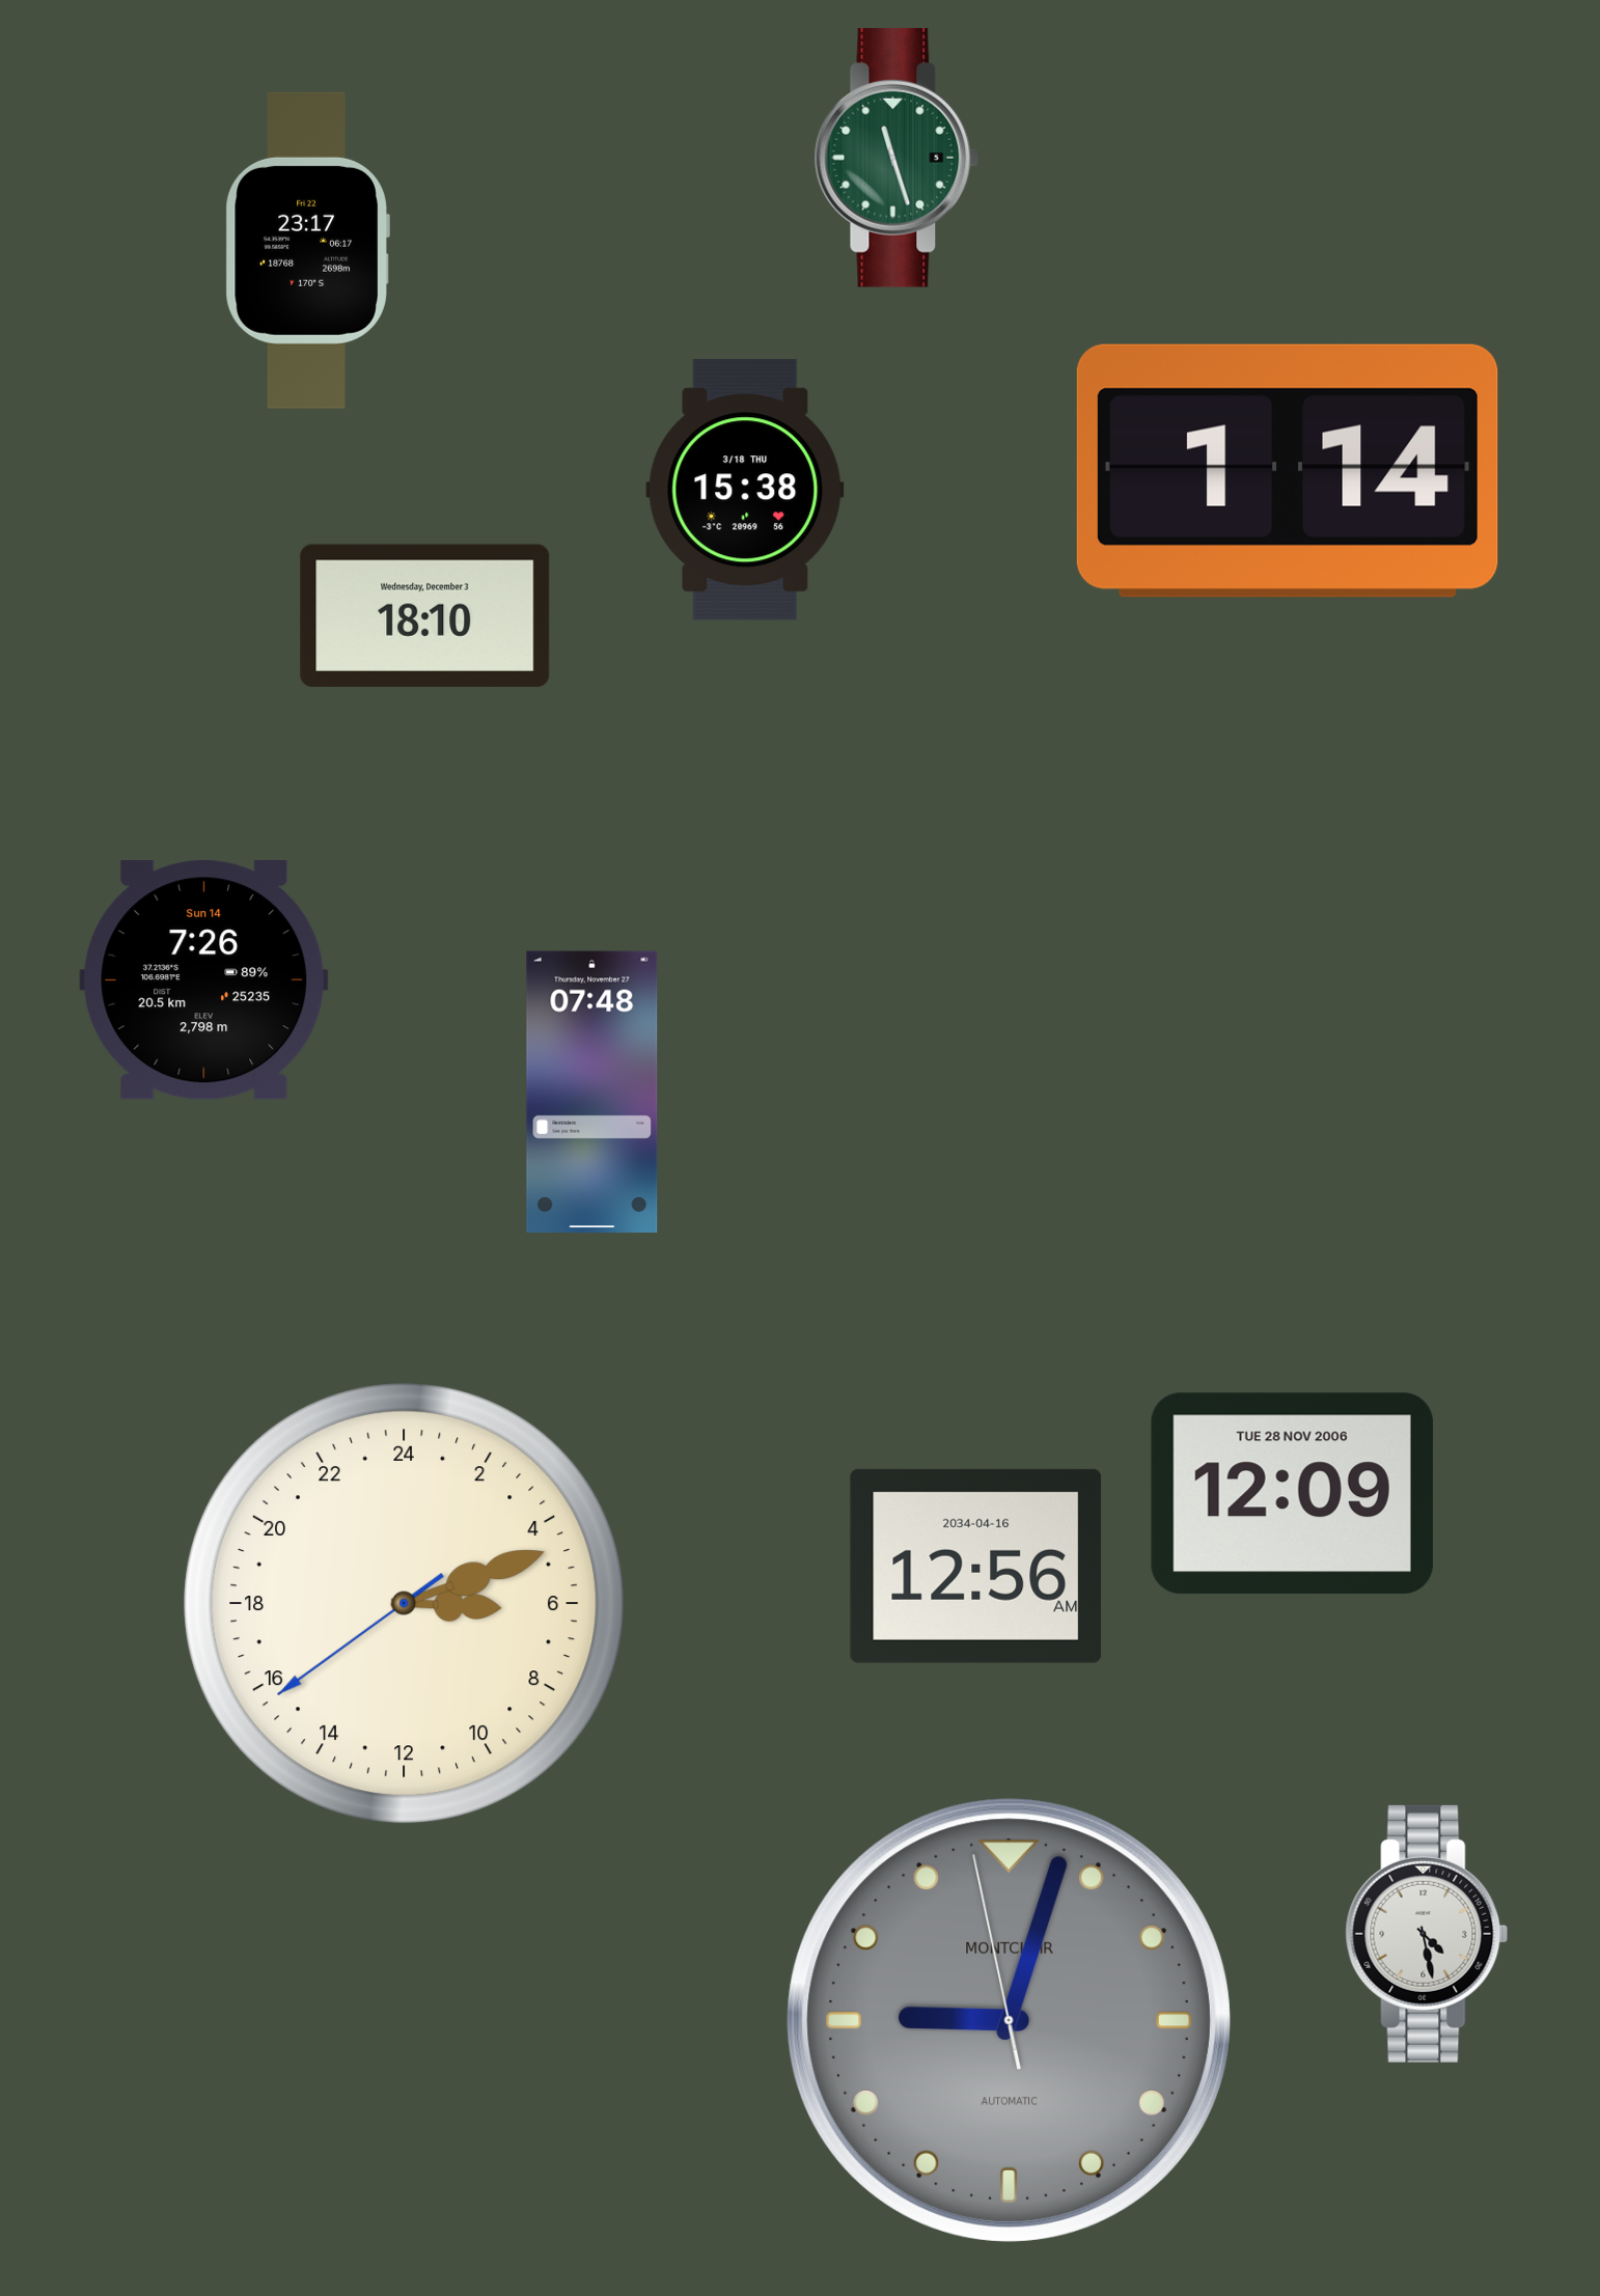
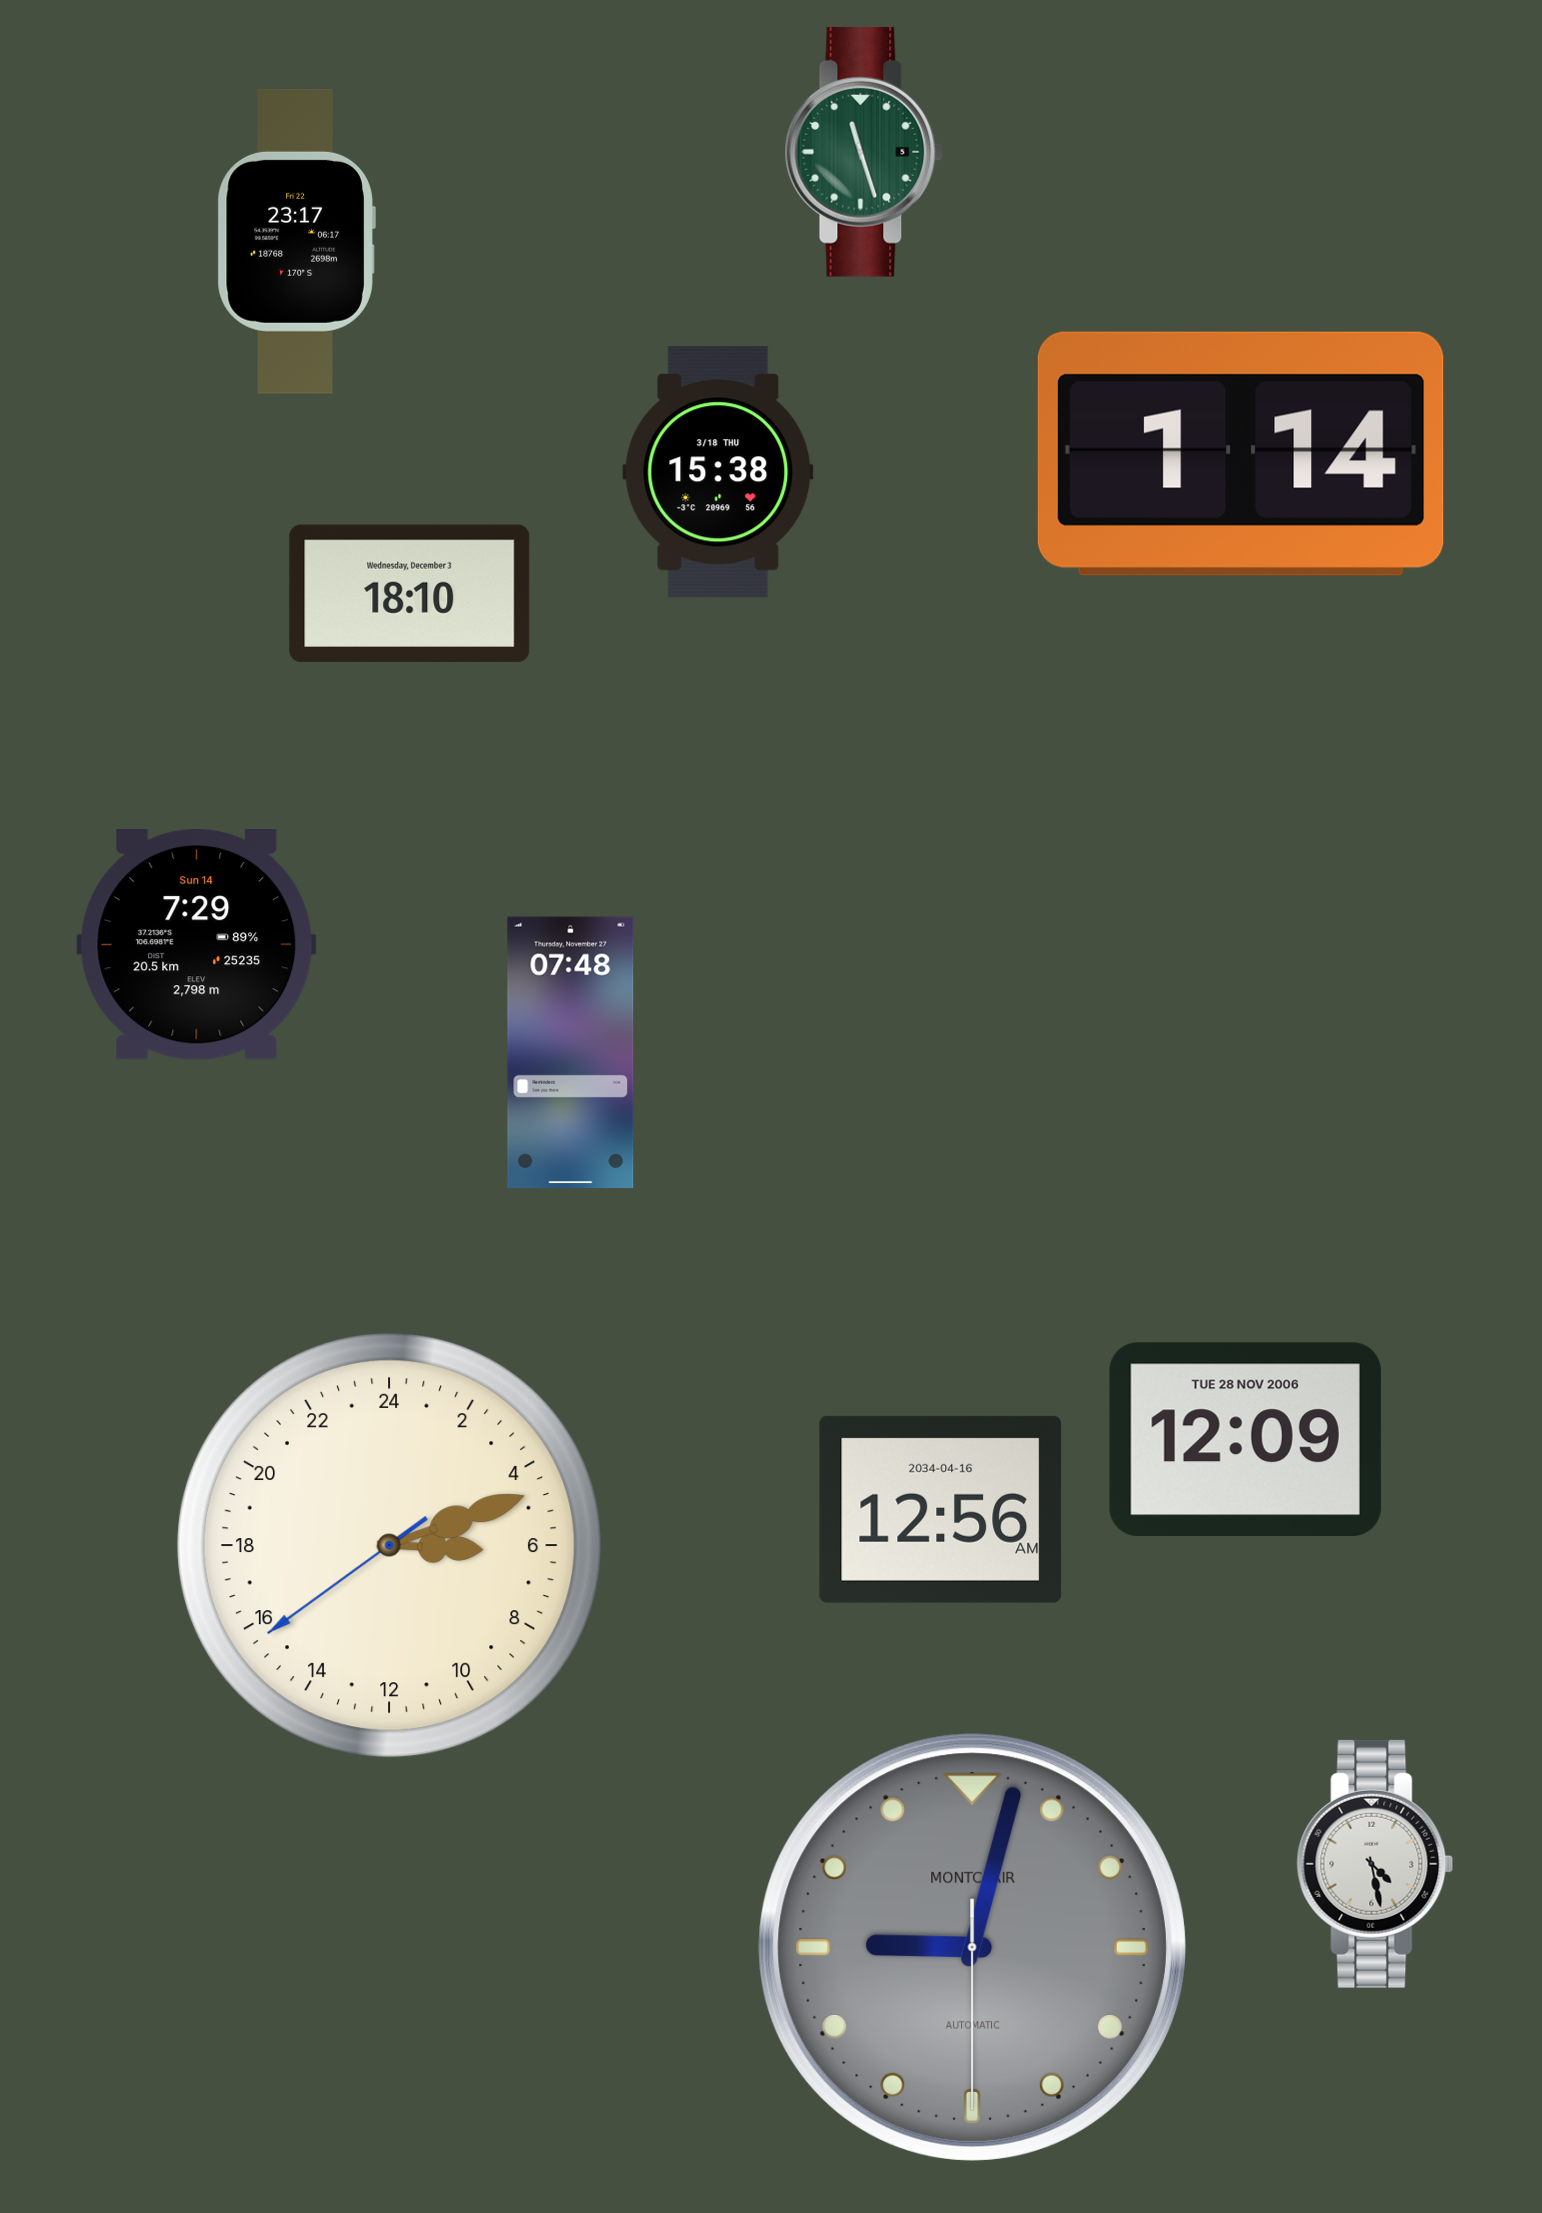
clock at (204, 980): 7:26 -> 7:29
clock at (1009, 2020): 9:02:58 -> 9:02:30
